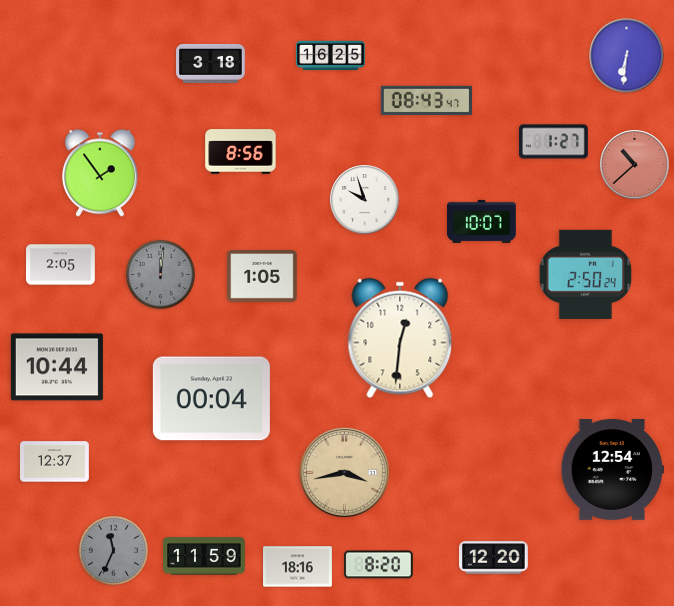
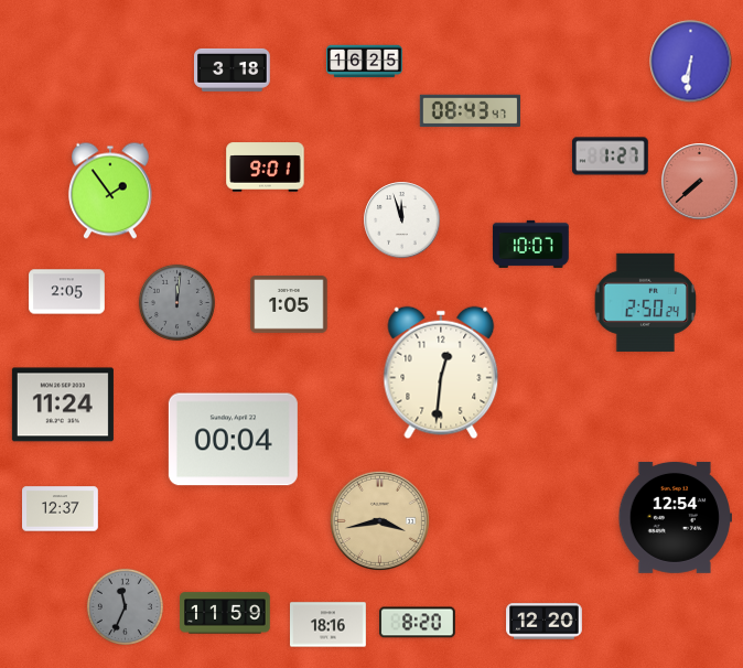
clock at (241, 152): 8:56 -> 9:01
clock at (635, 165): 10:38 -> 7:38
clock at (365, 200): 9:57 -> 11:57
clock at (57, 367): 10:44 -> 11:24
clock at (494, 558) position: (494, 558) -> (545, 622)
